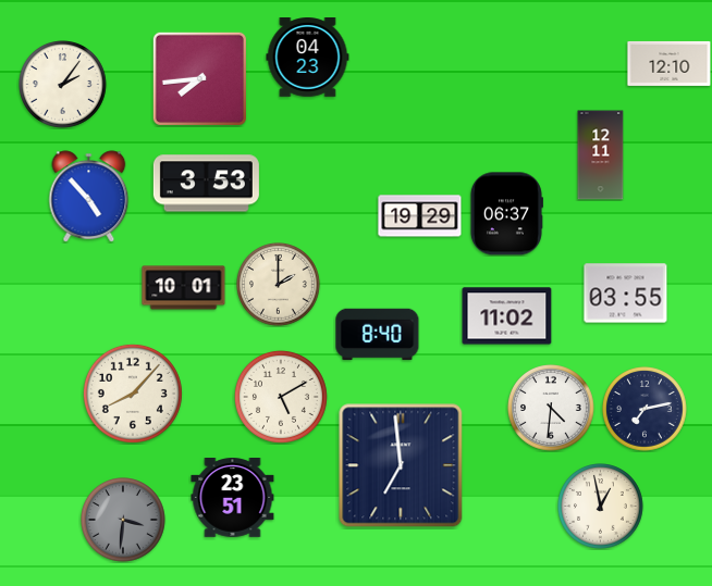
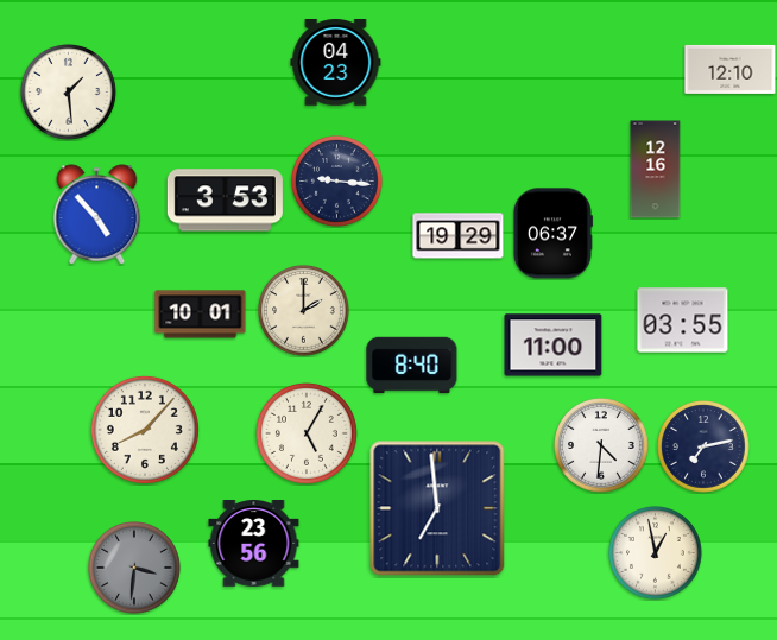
clock at (199, 78): 7:44 -> none
clock at (63, 85): 2:06 -> 1:29
clock at (601, 155): 12:11 -> 12:16
clock at (337, 182): none -> 9:16
clock at (507, 316): 11:02 -> 11:00
clock at (281, 397): 5:10 -> 5:05
clock at (233, 498): 23:51 -> 23:56
